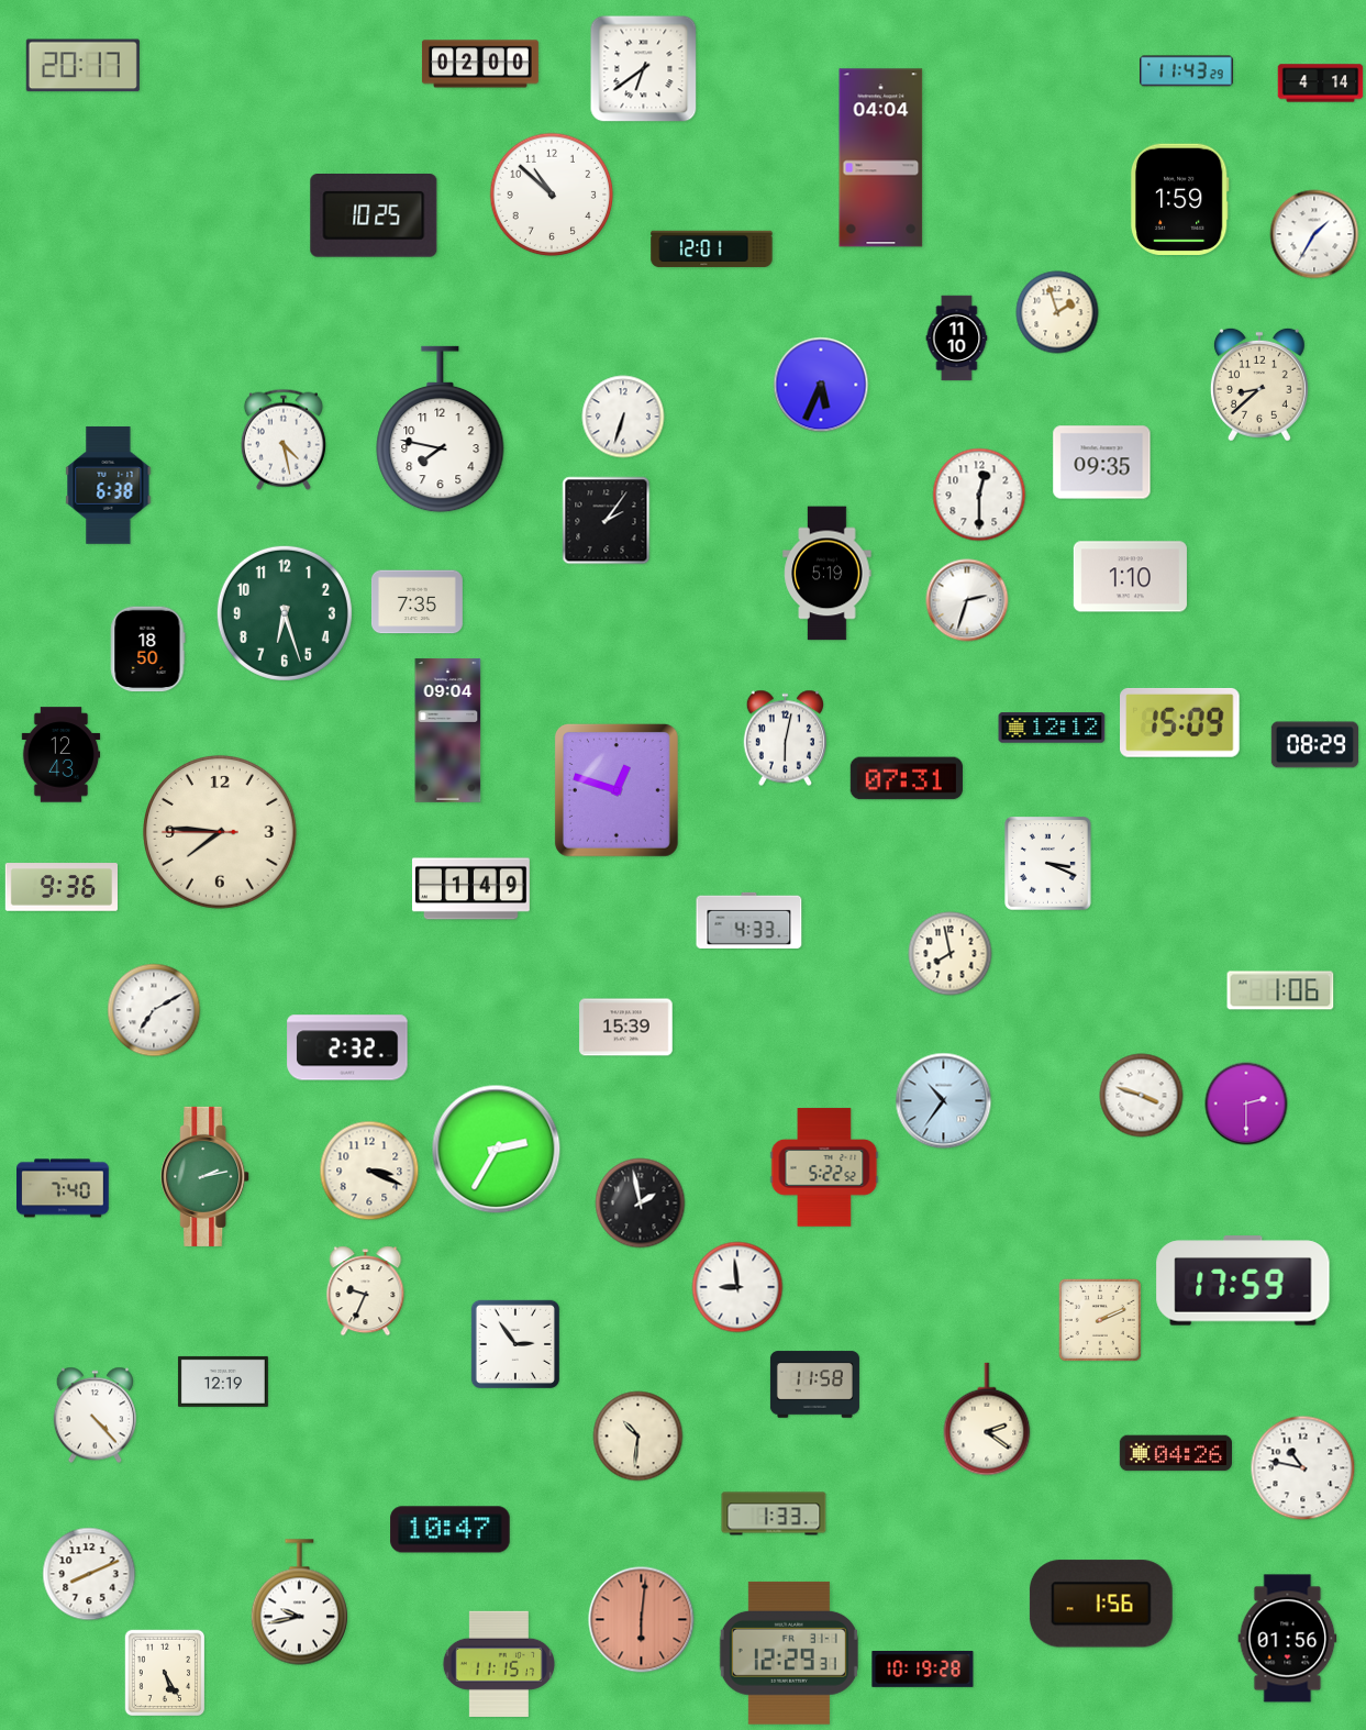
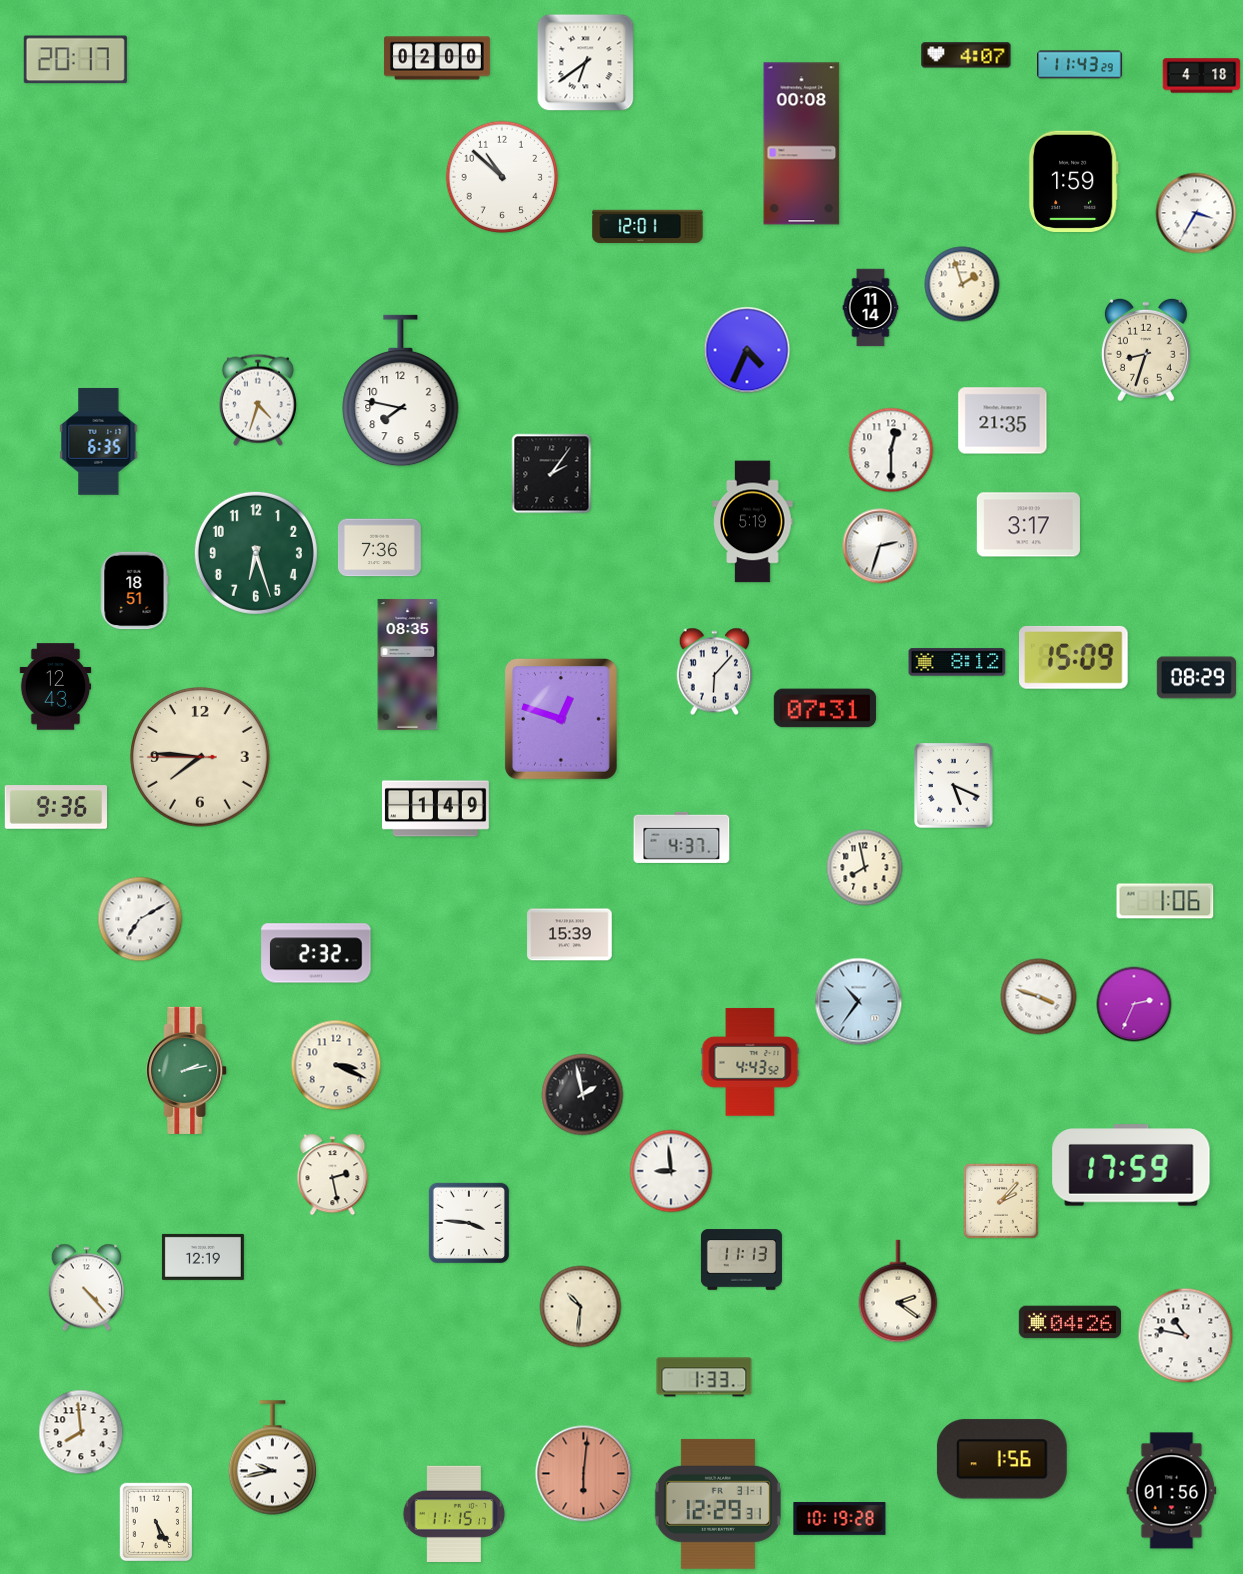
clock at (966, 55): none -> 4:07
clock at (1321, 84): 4:14 -> 4:18
clock at (881, 158): 04:04 -> 00:08
clock at (374, 217): 10:25 -> none
clock at (1314, 234): 1:35 -> 3:35
clock at (957, 339): 11:10 -> 11:14
clock at (821, 385): 5:34 -> 4:34
clock at (1259, 385): 8:38 -> 8:33
clock at (623, 417): 6:33 -> none
clock at (284, 440): 4:28 -> 4:33
clock at (1102, 463): 09:35 -> 21:35
clock at (109, 485): 6:38 -> 6:35
clock at (1130, 577): 1:10 -> 3:17
clock at (418, 602): 7:35 -> 7:36
clock at (285, 613) position: (285, 613) -> (256, 553)
clock at (148, 650): 18:50 -> 18:51
clock at (1052, 728): 12:12 -> 8:12
clock at (448, 731): 09:04 -> 08:35
clock at (785, 739): 6:02 -> 6:07
clock at (1048, 864): 3:19 -> 5:19
clock at (471, 889) position: (471, 889) -> (436, 809)
clock at (749, 920): 4:33 -> 4:37
clock at (1246, 1104): 2:30 -> 2:34
clock at (497, 1150): 2:35 -> none
clock at (824, 1167): 5:22 -> 4:43
clock at (64, 1188): 7:40 -> none
clock at (366, 1291): 9:34 -> 2:28
clock at (1100, 1320): 2:11 -> 2:07
clock at (514, 1343): 2:54 -> 3:46
clock at (814, 1385): 11:58 -> 11:13
clock at (451, 1530): 10:47 -> none
clock at (89, 1574): 8:11 -> 7:59
clock at (165, 1673) position: (165, 1673) -> (156, 1522)
